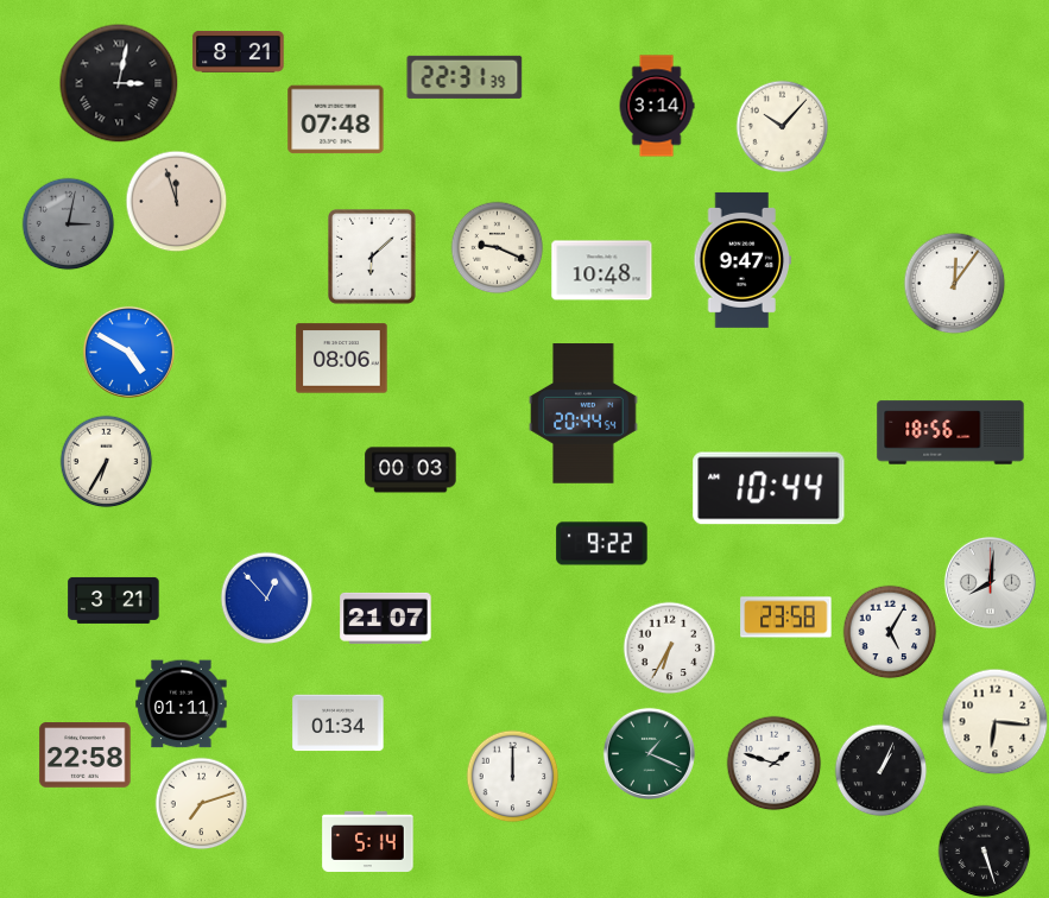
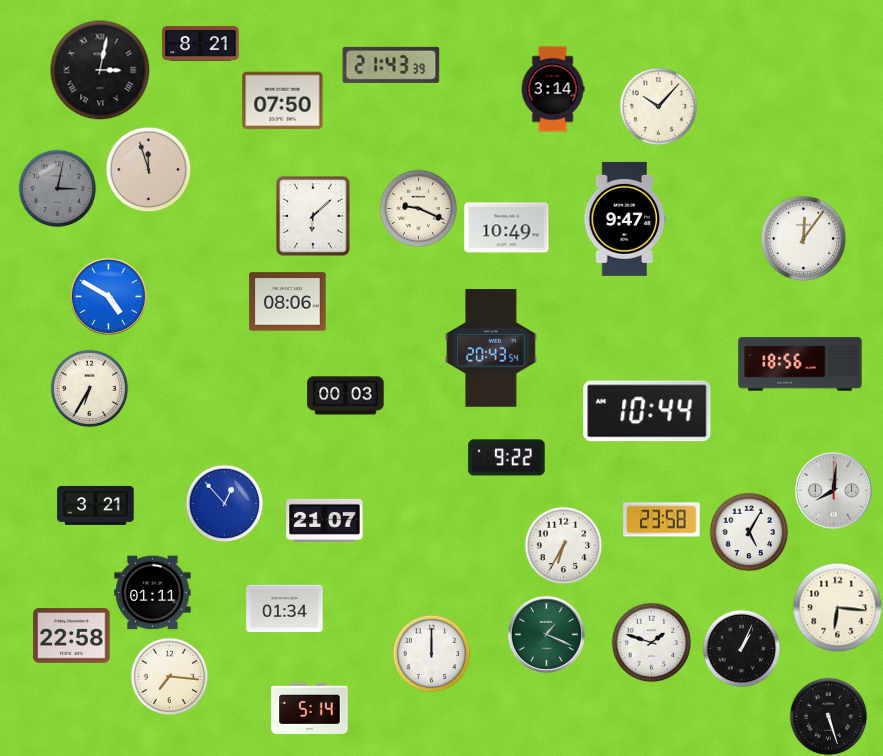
clock at (465, 77): 22:31 -> 21:43
clock at (336, 120): 07:48 -> 07:50
clock at (602, 271): 10:48 -> 10:49
clock at (583, 413): 20:44 -> 20:43
clock at (201, 803): 7:12 -> 7:16
